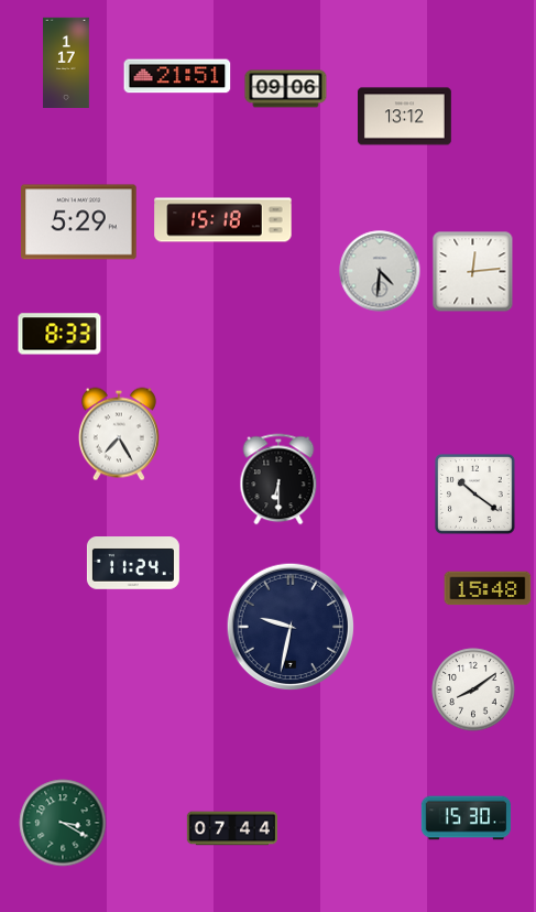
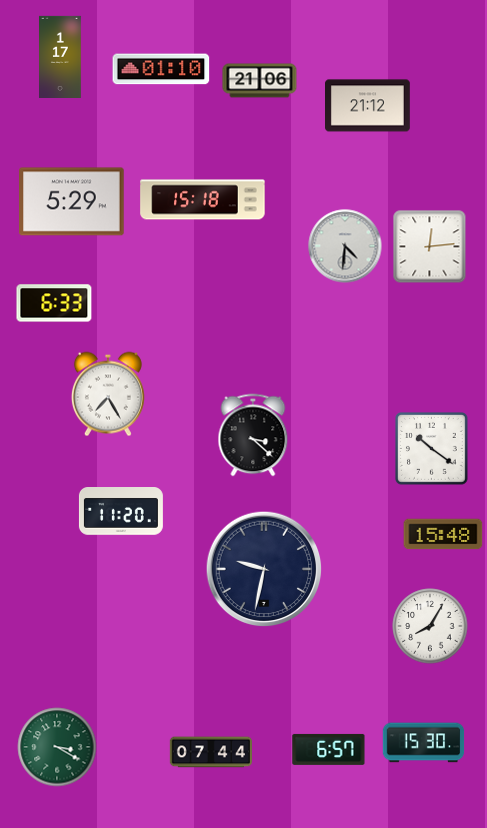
clock at (177, 76): 21:51 -> 01:10
clock at (286, 89): 09:06 -> 21:06
clock at (405, 117): 13:12 -> 21:12
clock at (59, 334): 8:33 -> 6:33
clock at (278, 479): 6:30 -> 3:22
clock at (133, 564): 11:24 -> 11:20
clock at (473, 690): 8:09 -> 8:05
clock at (329, 749): none -> 6:57
